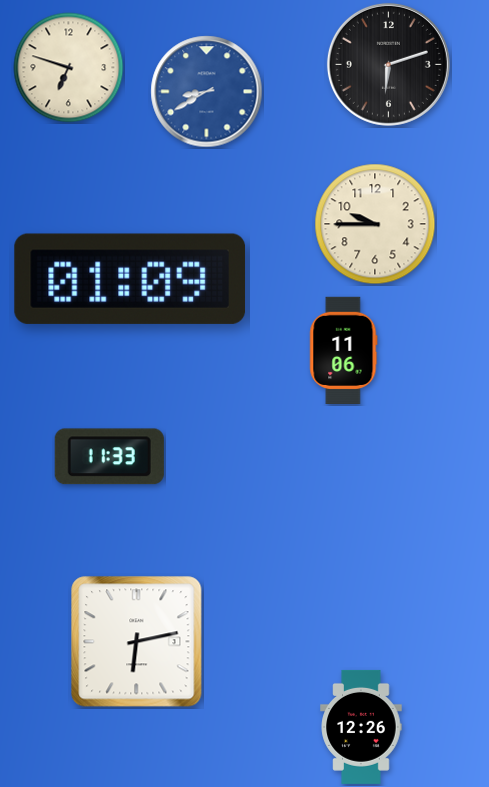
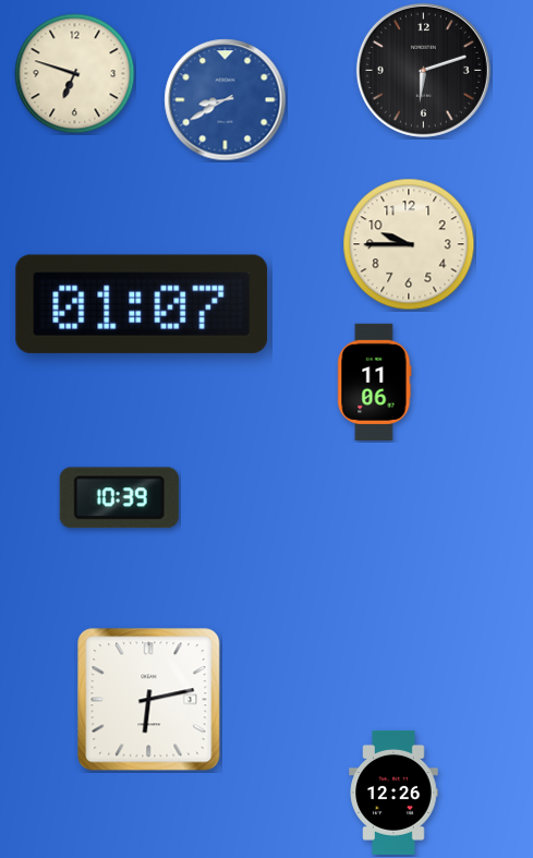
clock at (130, 279): 01:09 -> 01:07
clock at (109, 457): 11:33 -> 10:39
